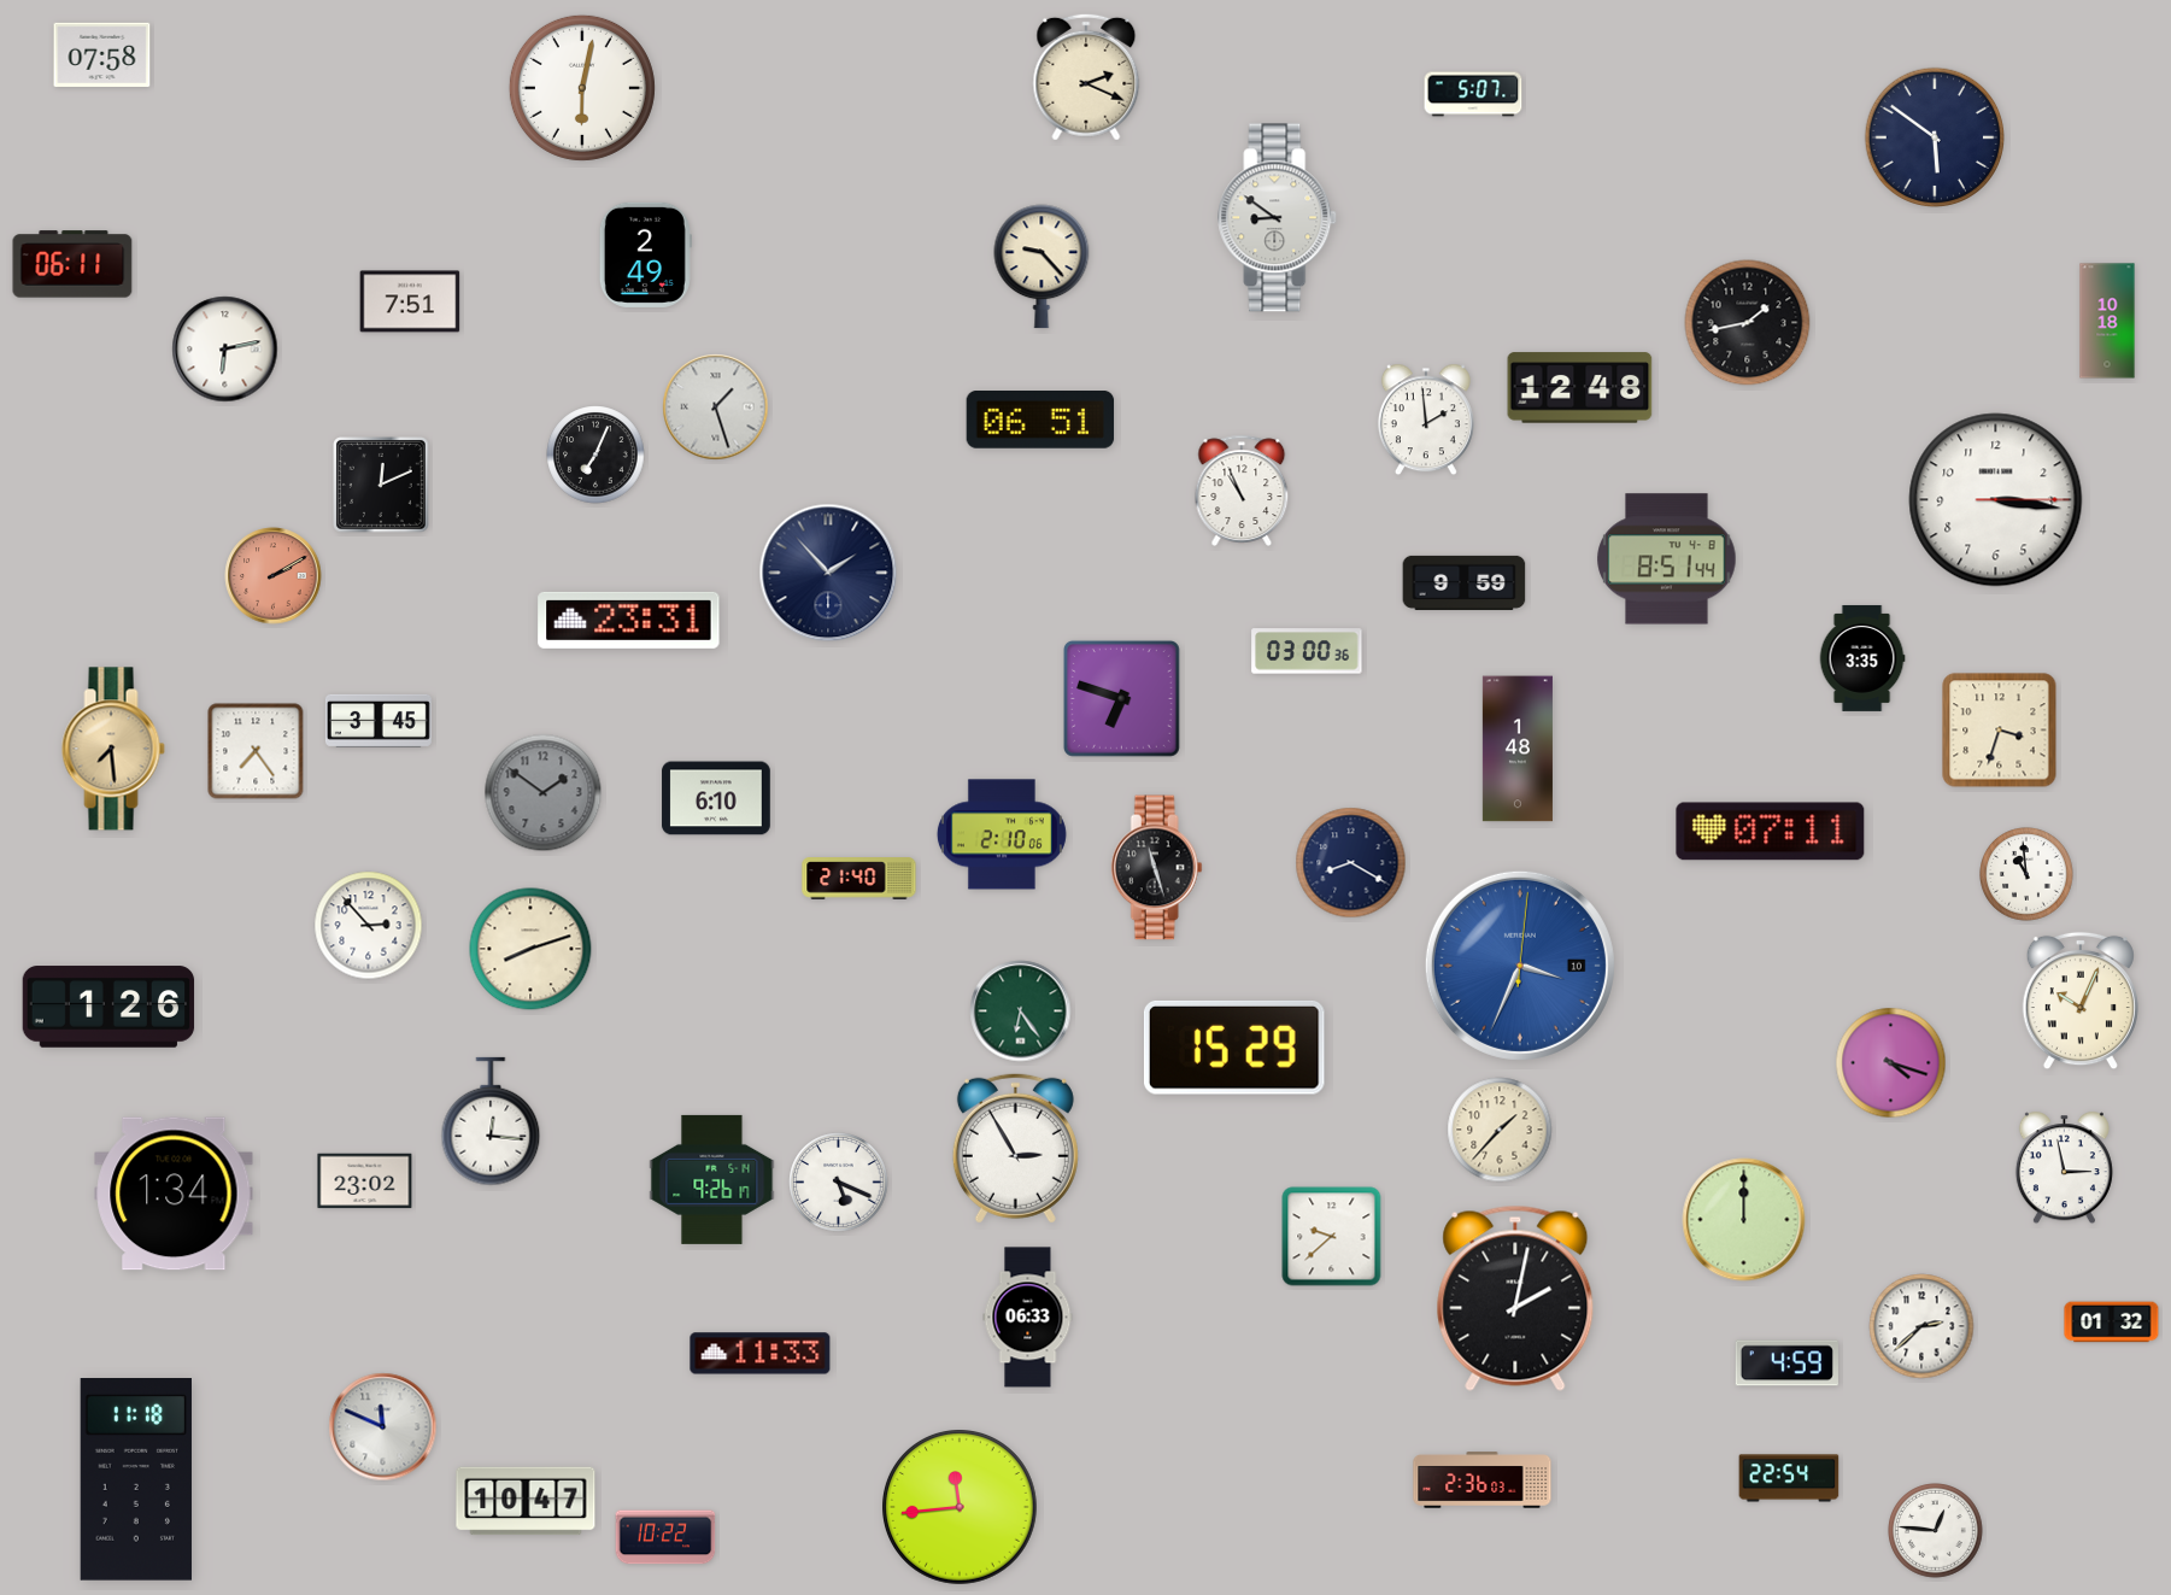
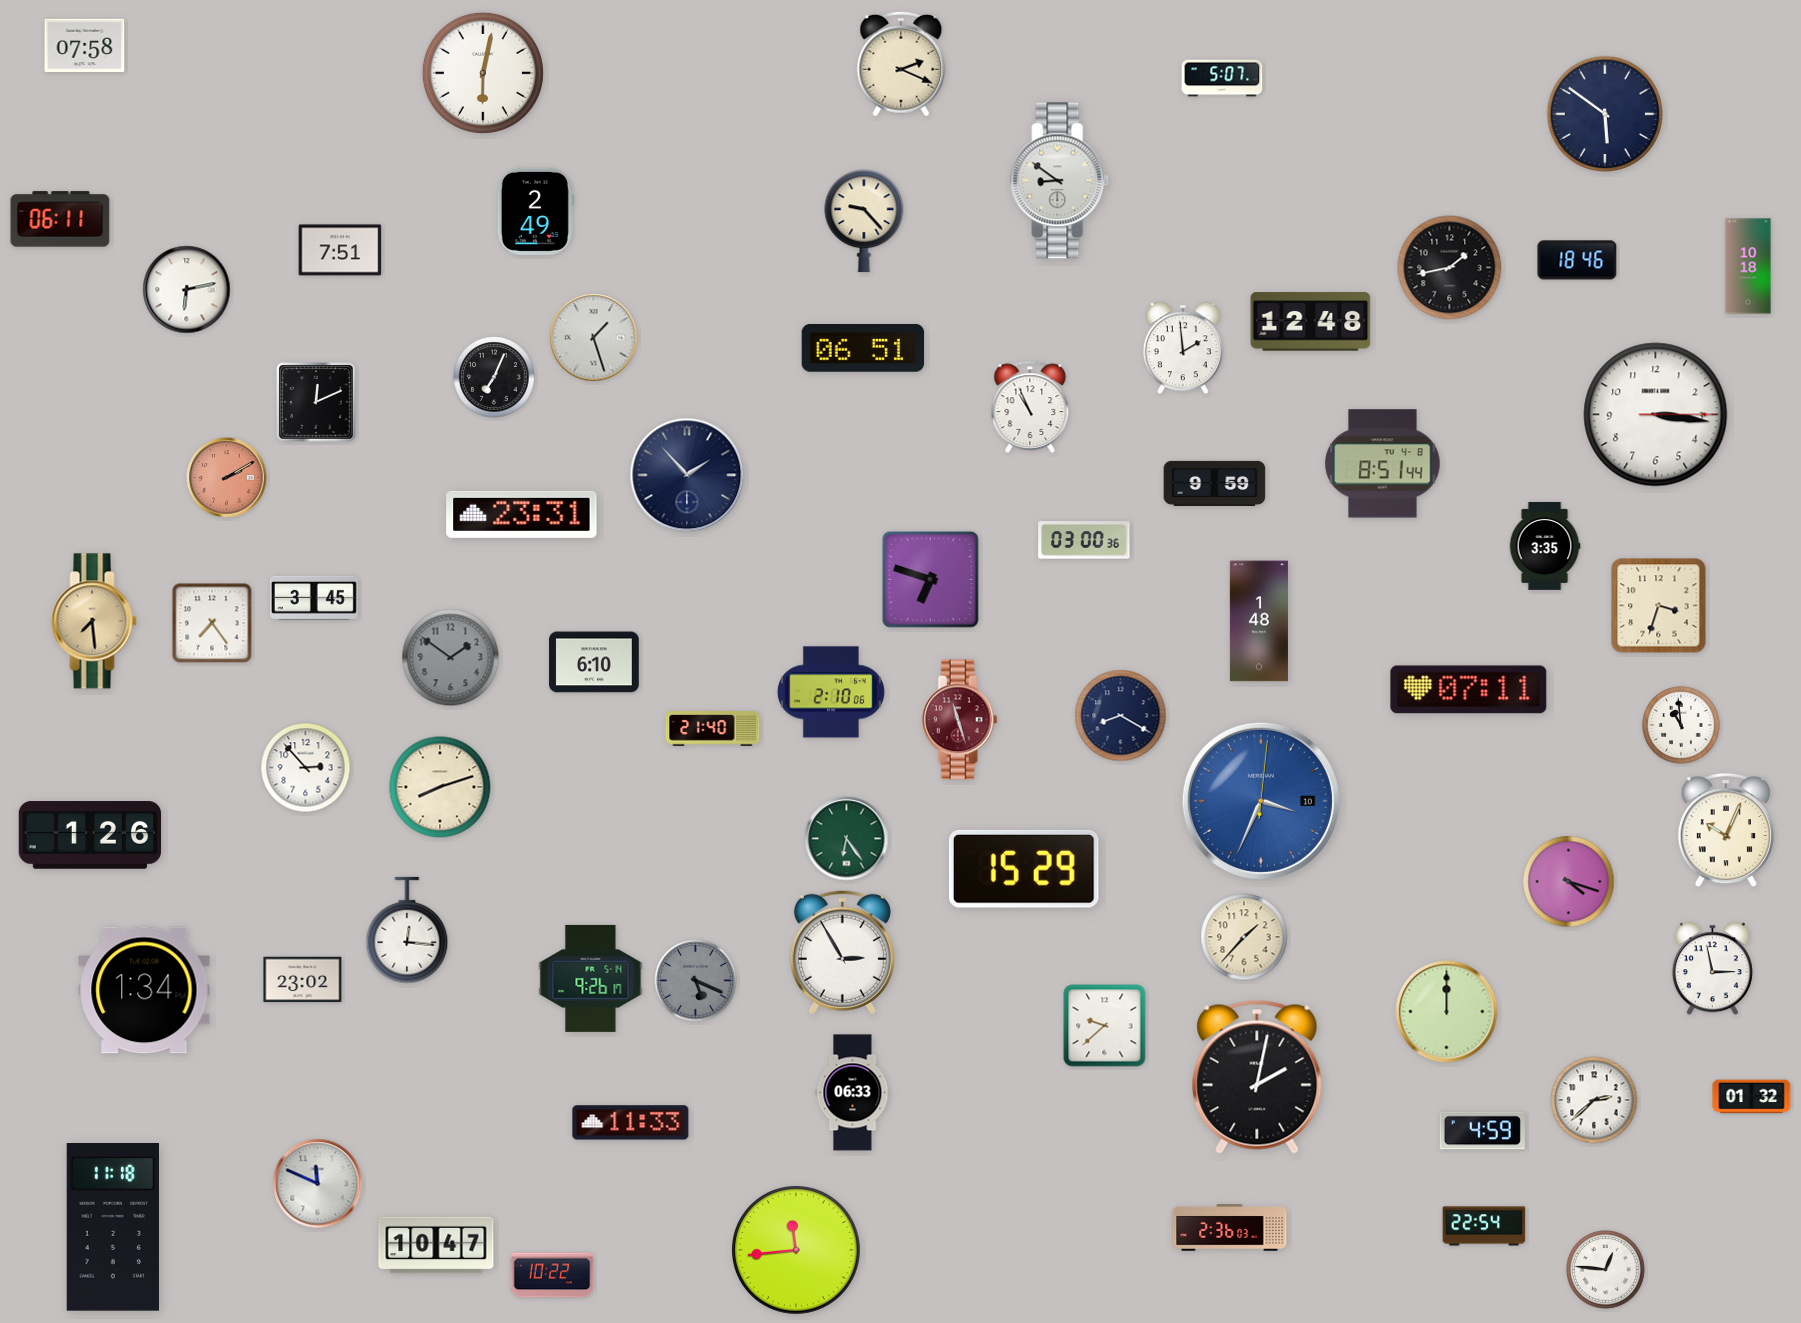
clock at (1577, 260): none -> 18:46
clock at (1156, 868) dial: black -> burgundy
clock at (839, 1183) dial: white -> grey
